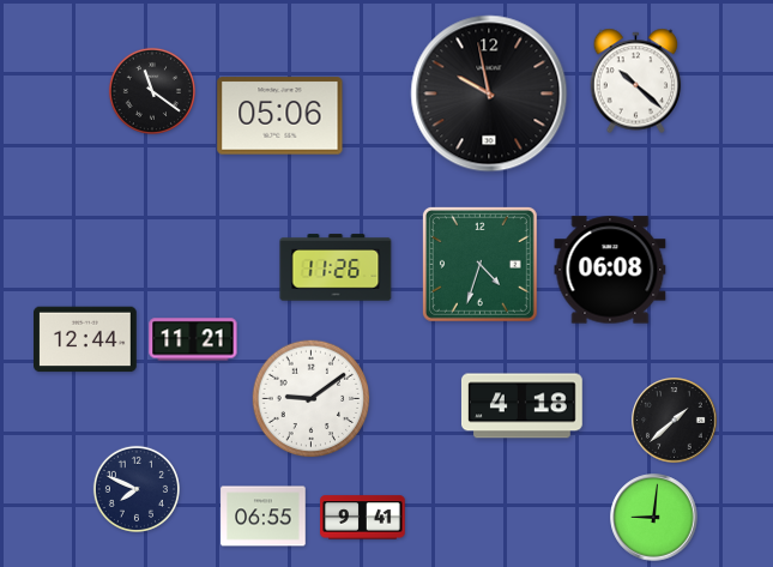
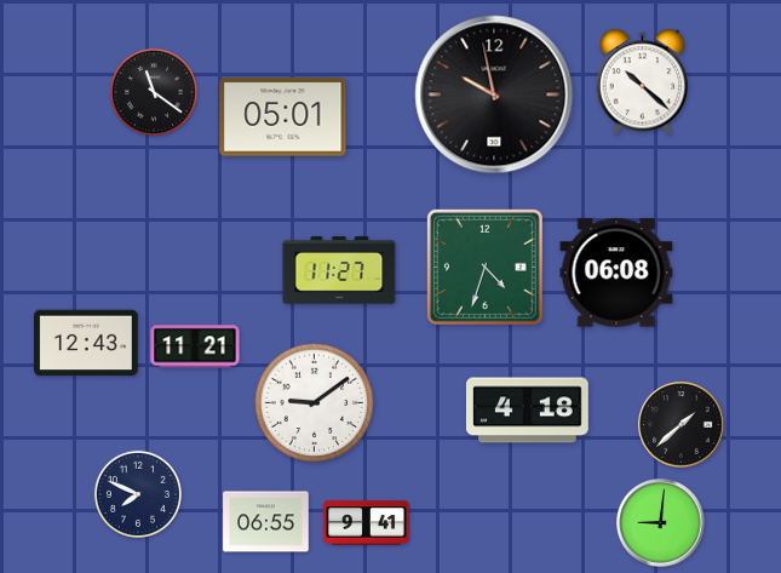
clock at (280, 116): 05:06 -> 05:01
clock at (336, 267): 11:26 -> 11:27
clock at (86, 339): 12:44 -> 12:43
clock at (193, 339) position: (193, 339) -> (195, 346)
